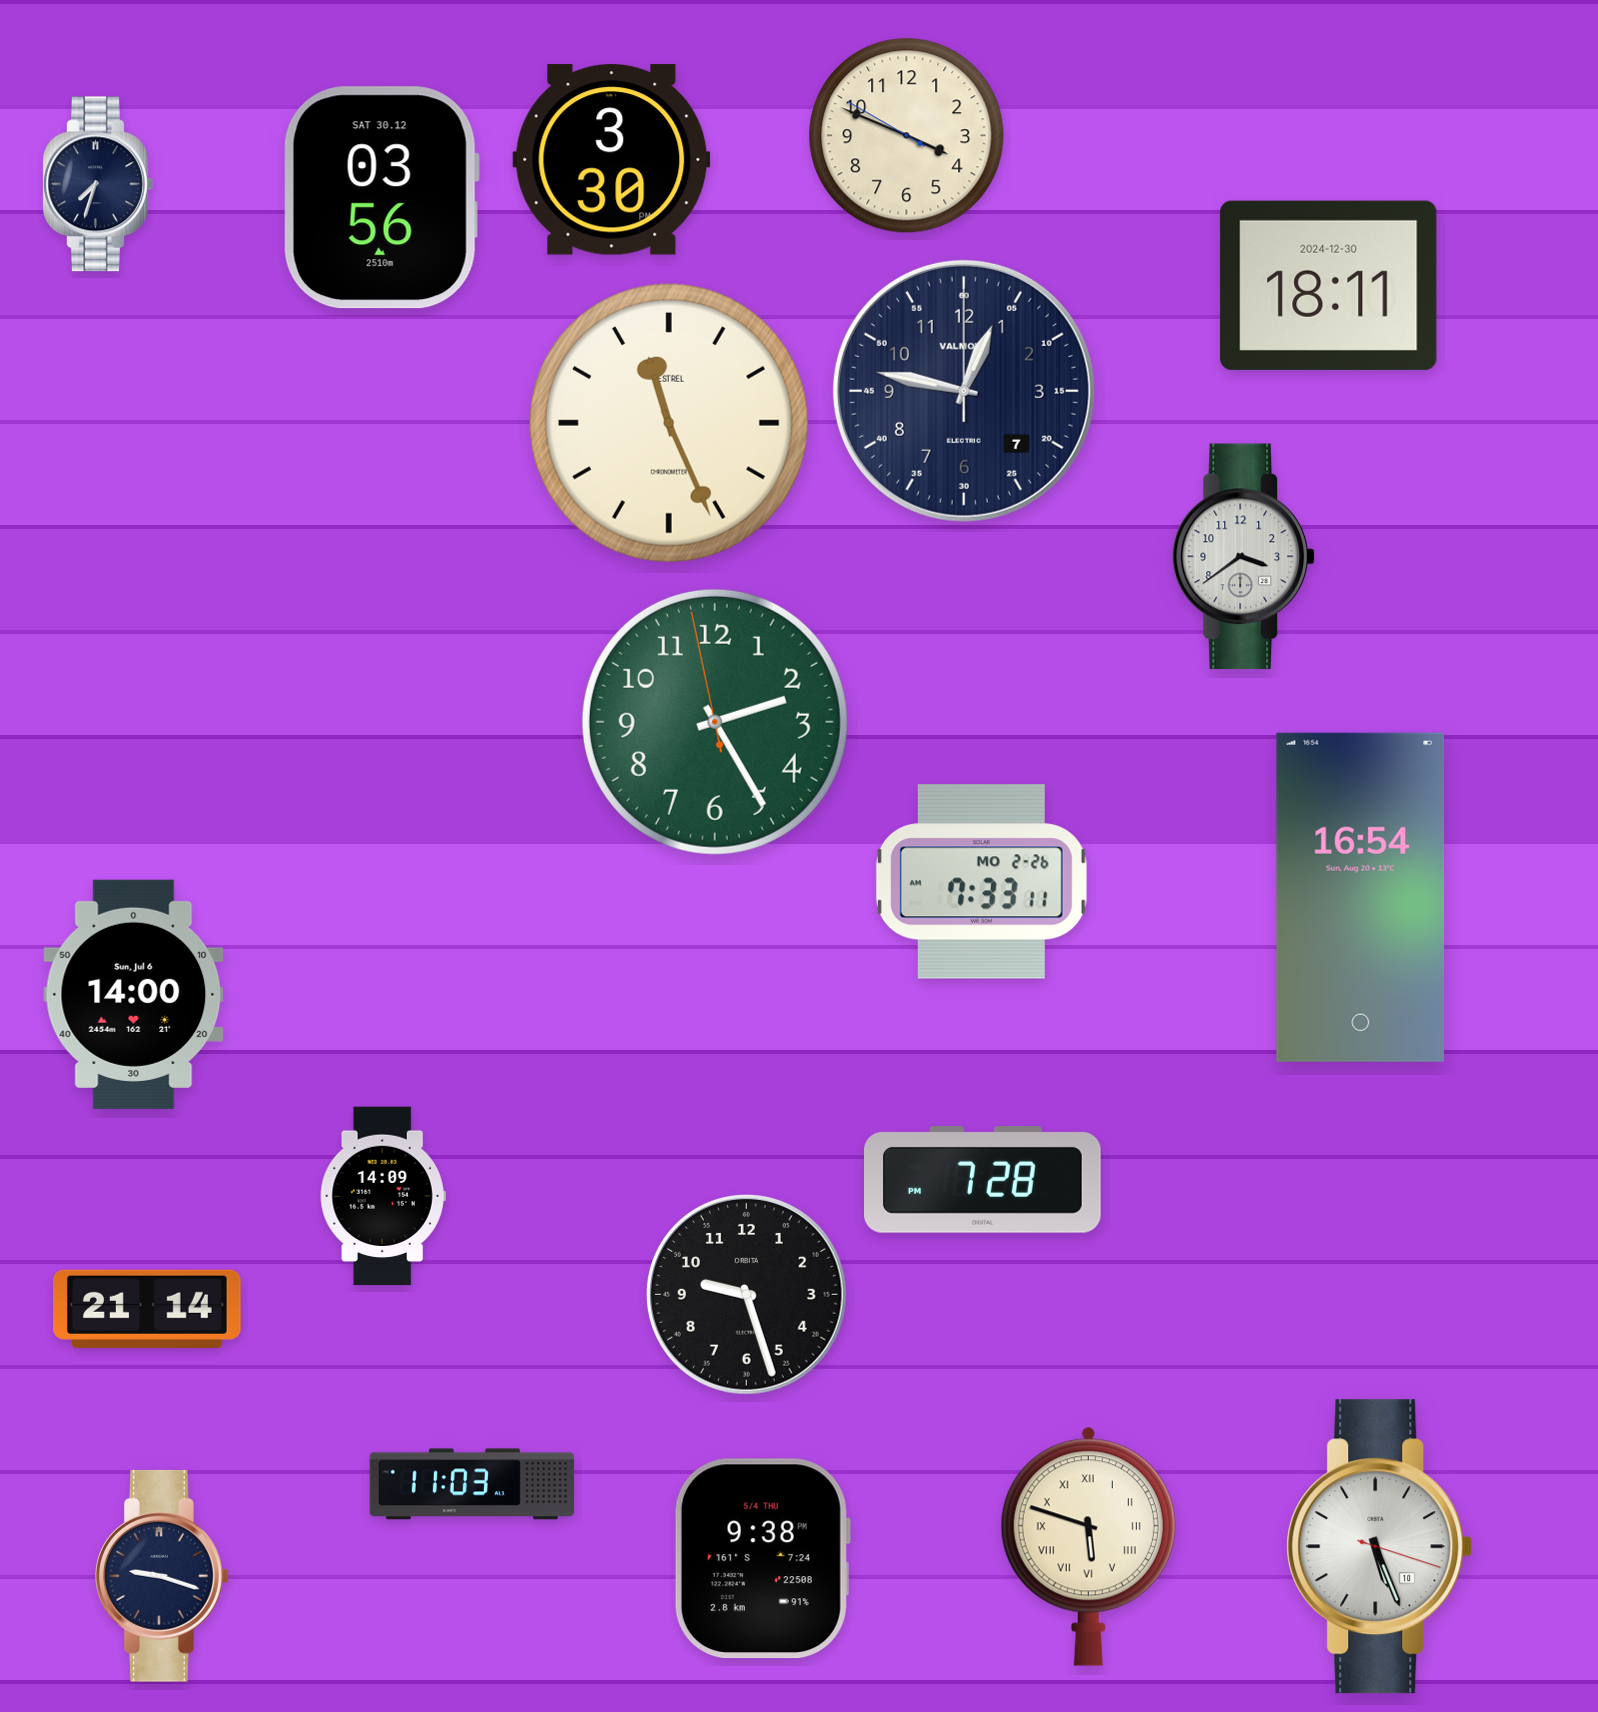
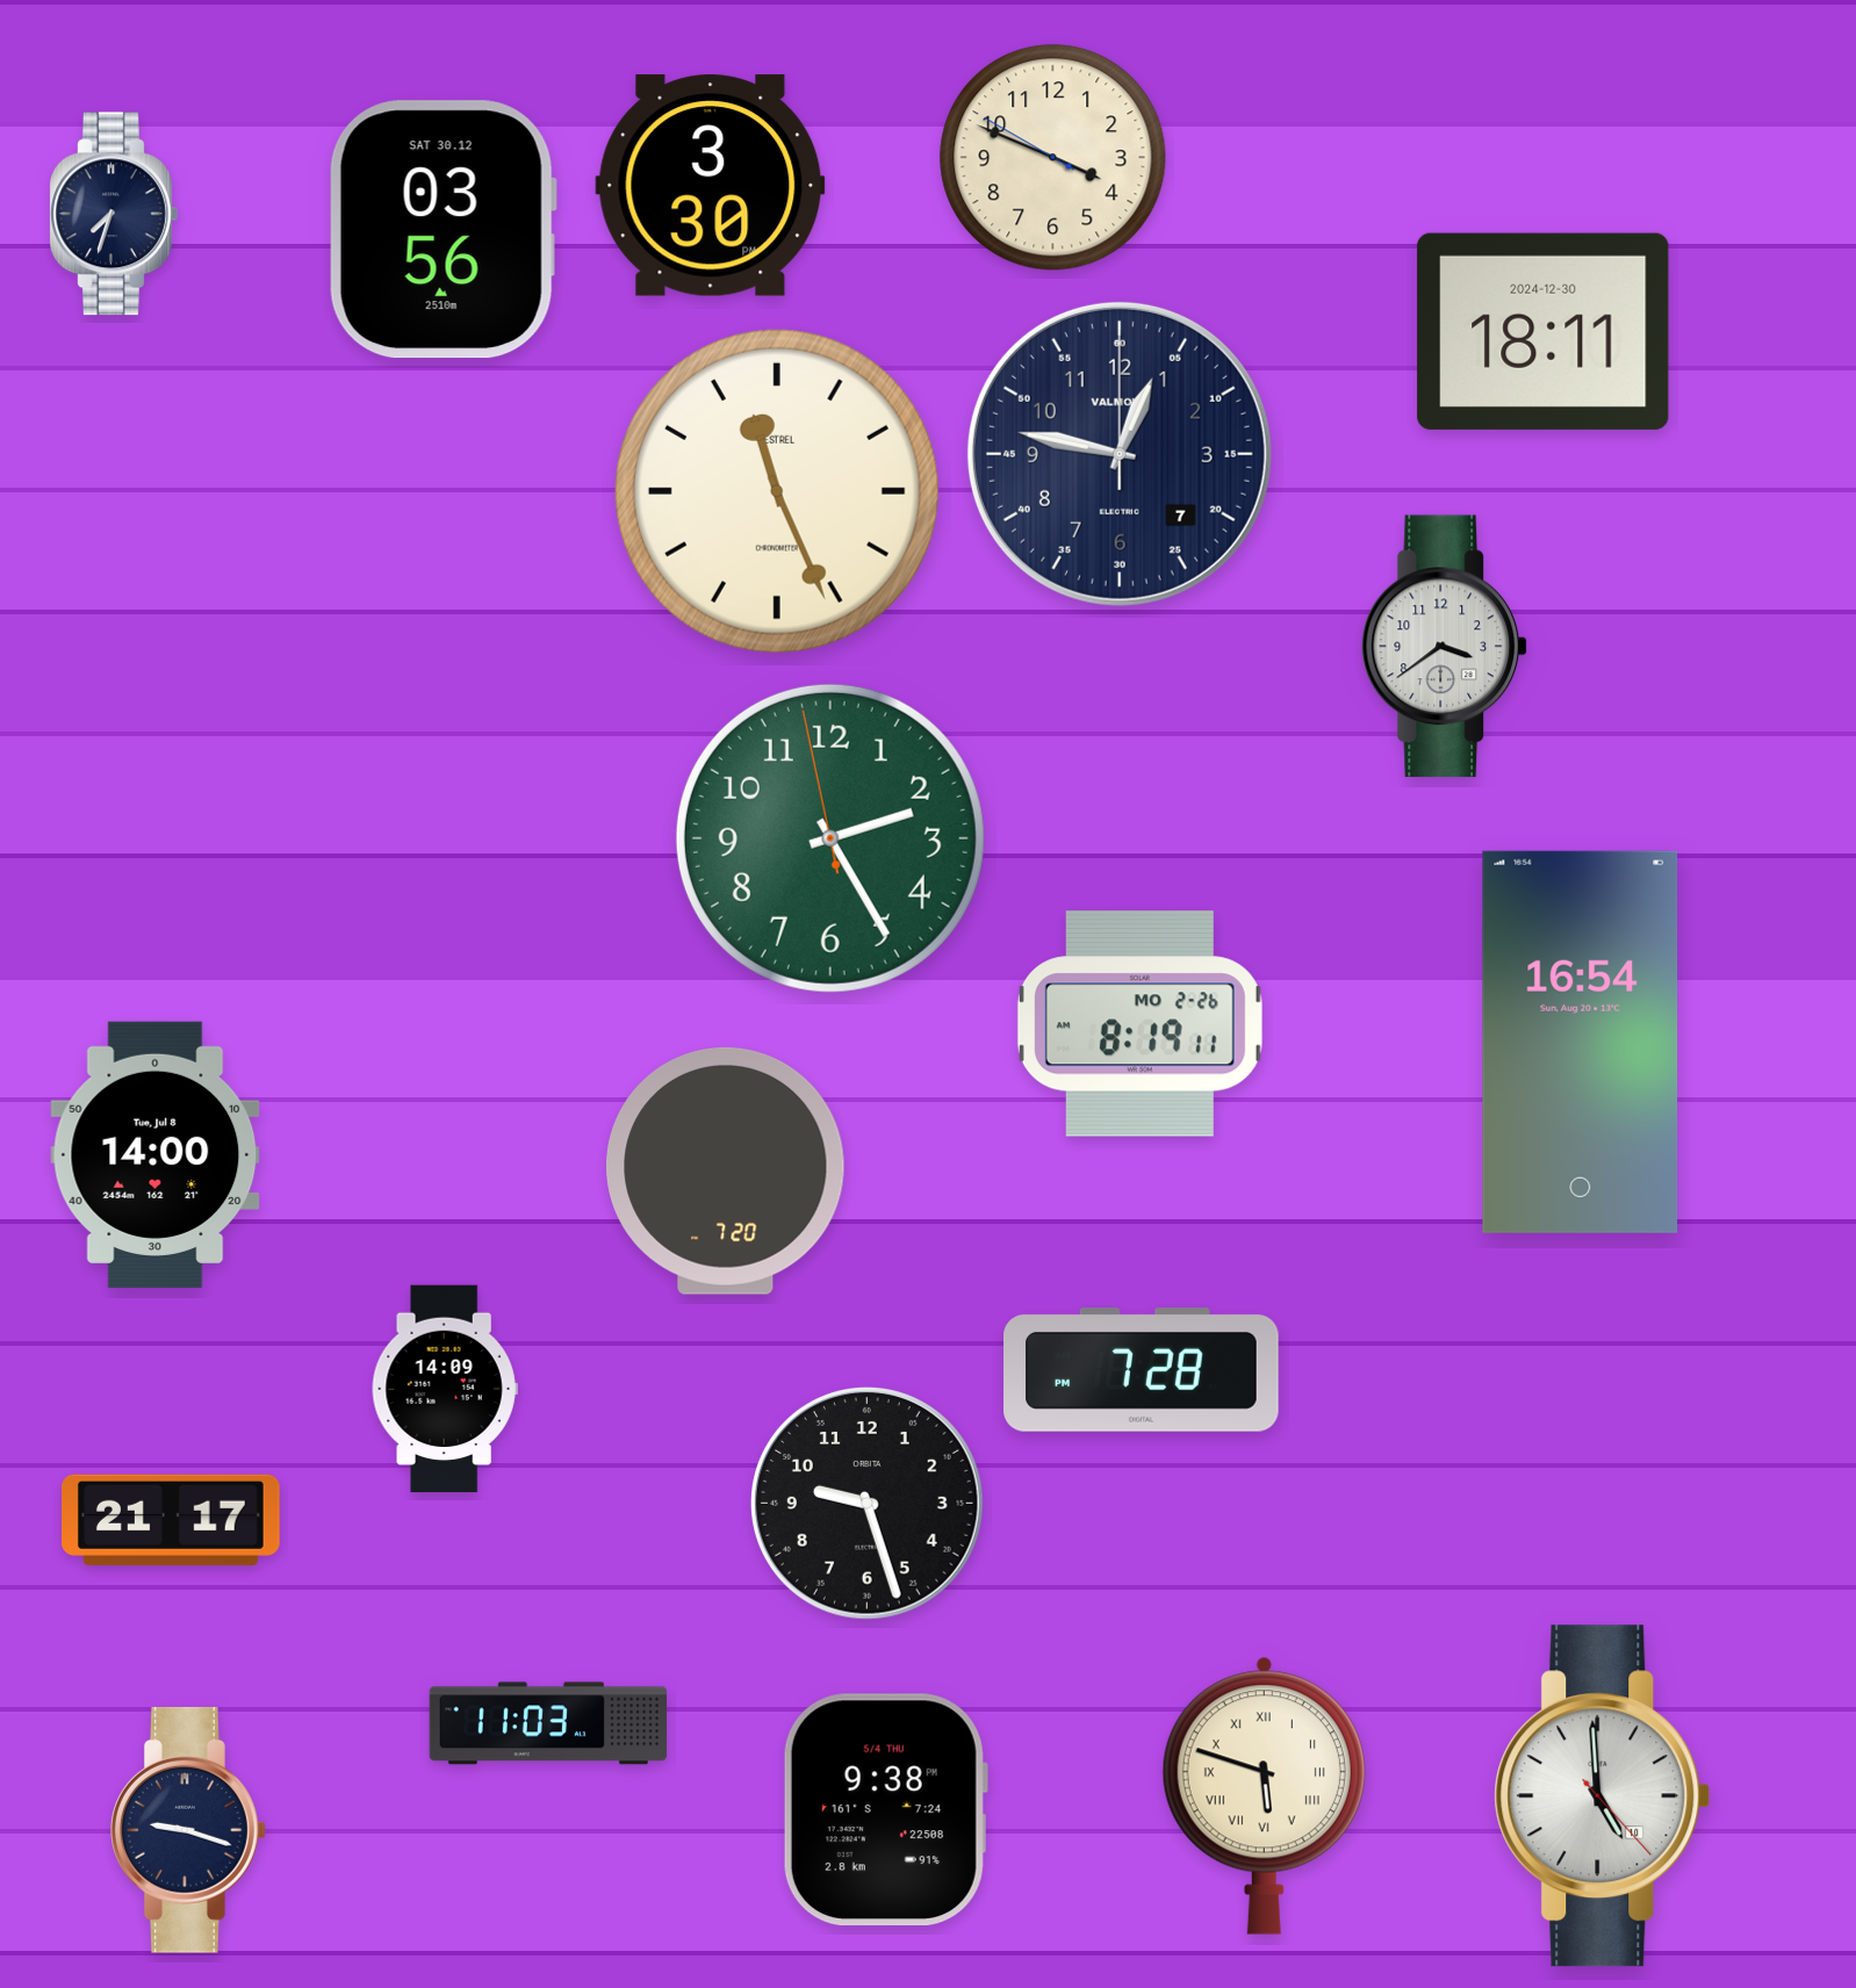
clock at (981, 882): 7:33 -> 8:19
clock at (134, 994) date: Sun, Jul 6 -> Tue, Jul 8
clock at (726, 1171): none -> 7:20
clock at (148, 1309): 21:14 -> 21:17
clock at (1380, 1547): 5:26 -> 4:59
